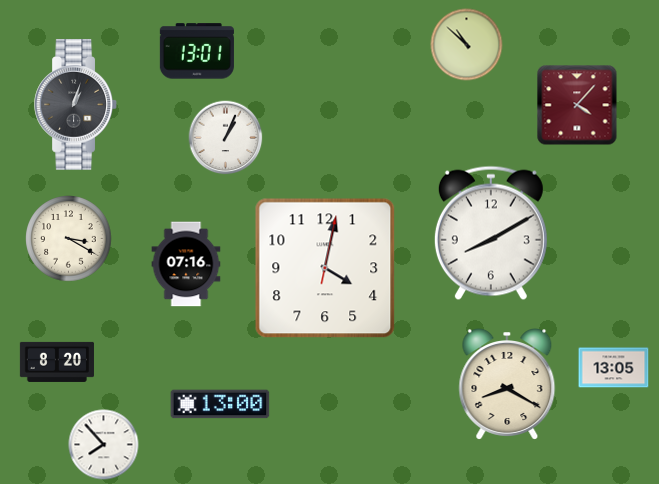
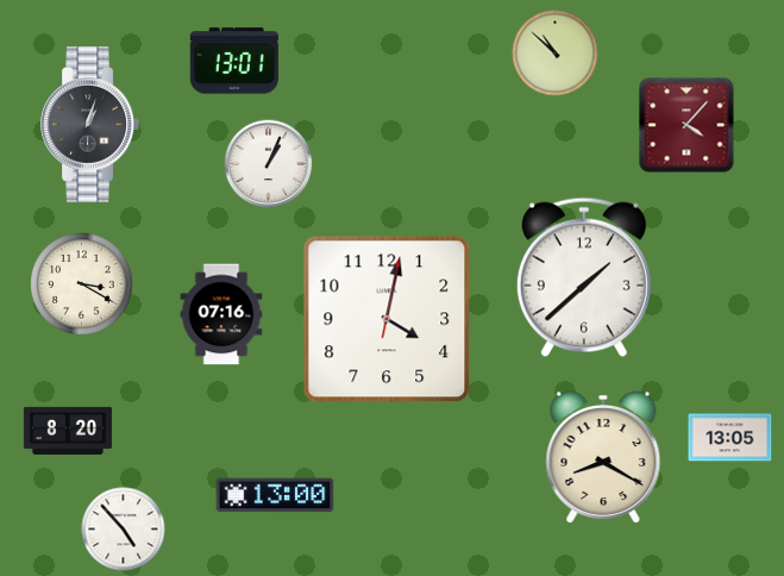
clock at (491, 233): 8:10 -> 1:38
clock at (220, 404) position: (220, 404) -> (275, 495)
clock at (104, 445): 7:53 -> 4:53
